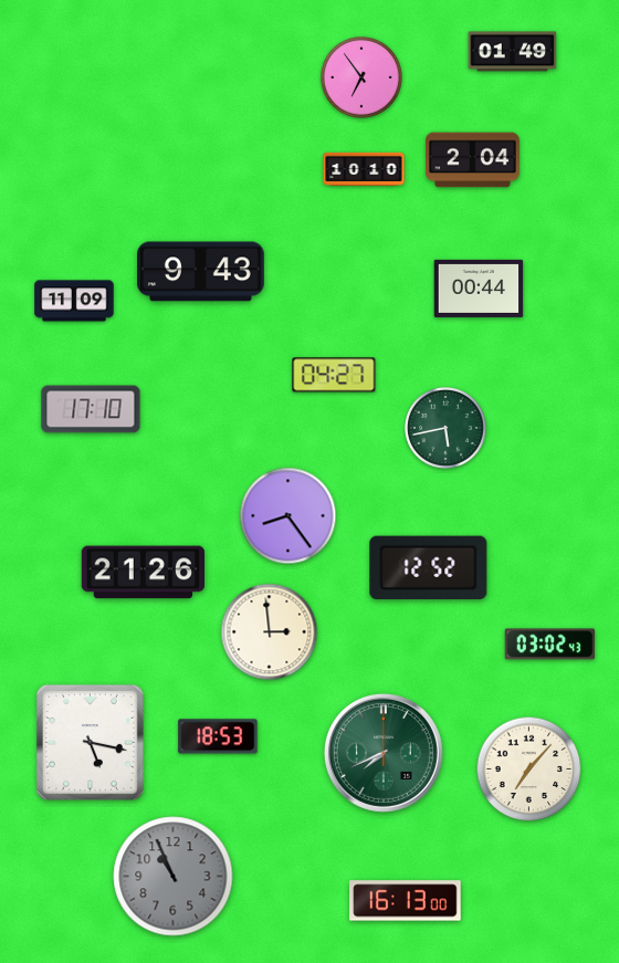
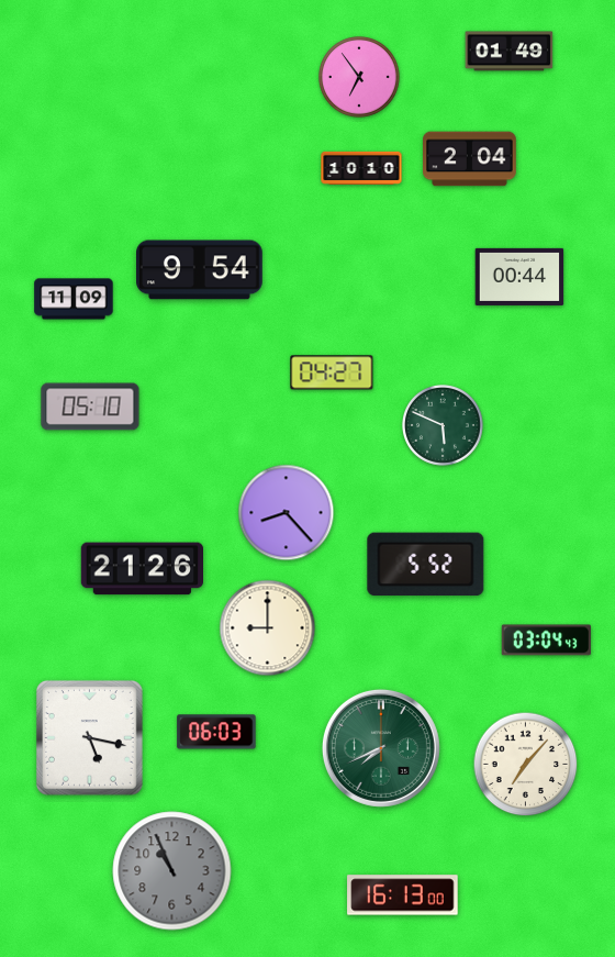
clock at (201, 272): 9:43 -> 9:54
clock at (479, 289) position: (479, 289) -> (519, 277)
clock at (91, 409): 17:10 -> 05:10
clock at (447, 429): 5:43 -> 5:49
clock at (288, 516): 8:24 -> 8:23
clock at (429, 568): 12:52 -> 5:52
clock at (270, 632): 2:59 -> 9:00
clock at (549, 645): 03:02 -> 03:04
clock at (218, 736): 18:53 -> 06:03
